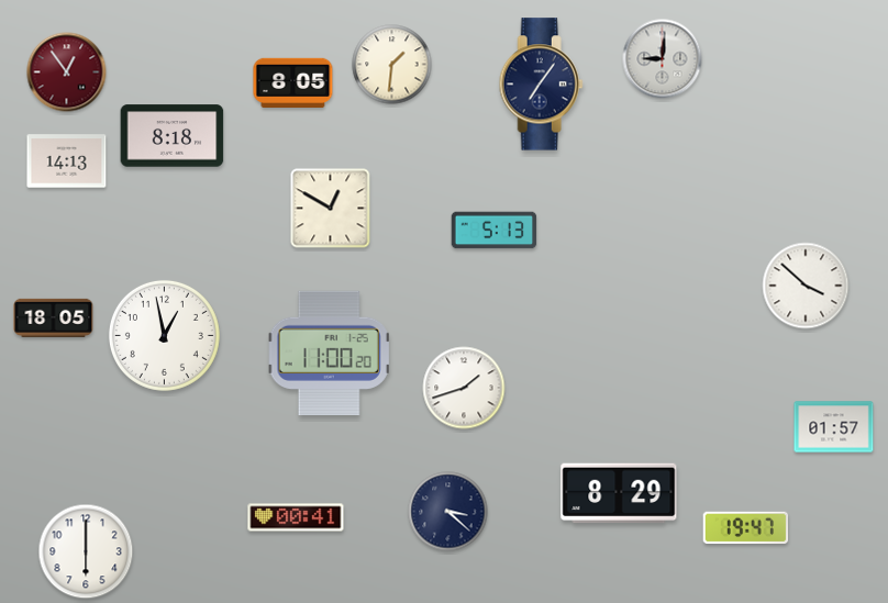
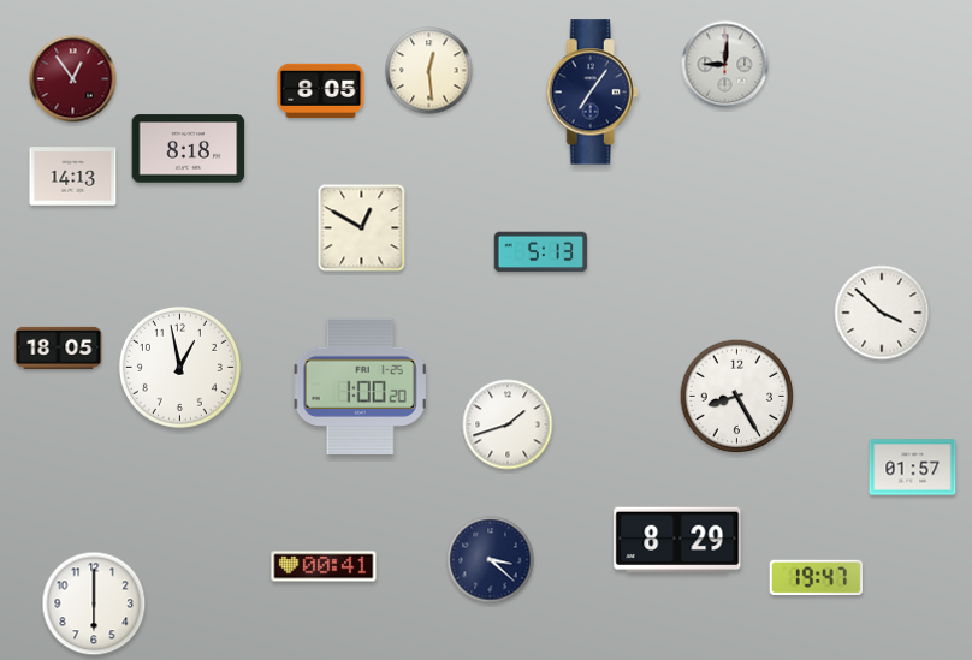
clock at (392, 65): 1:31 -> 12:29
clock at (329, 353): 11:00 -> 1:00
clock at (737, 397): none -> 8:25
